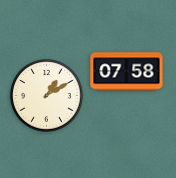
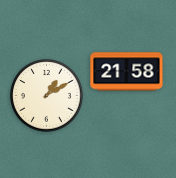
clock at (127, 72): 07:58 -> 21:58
